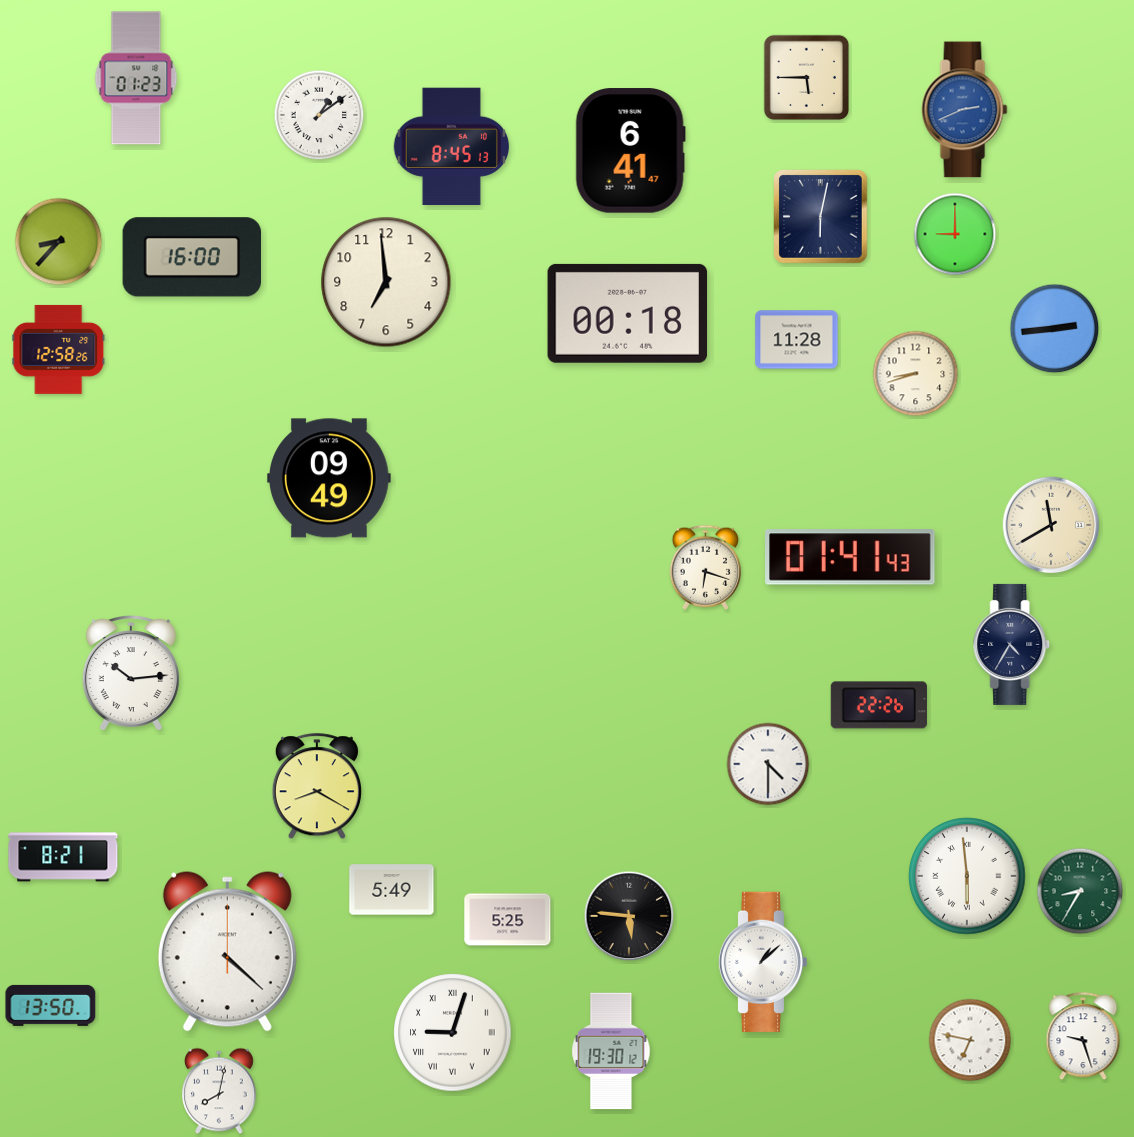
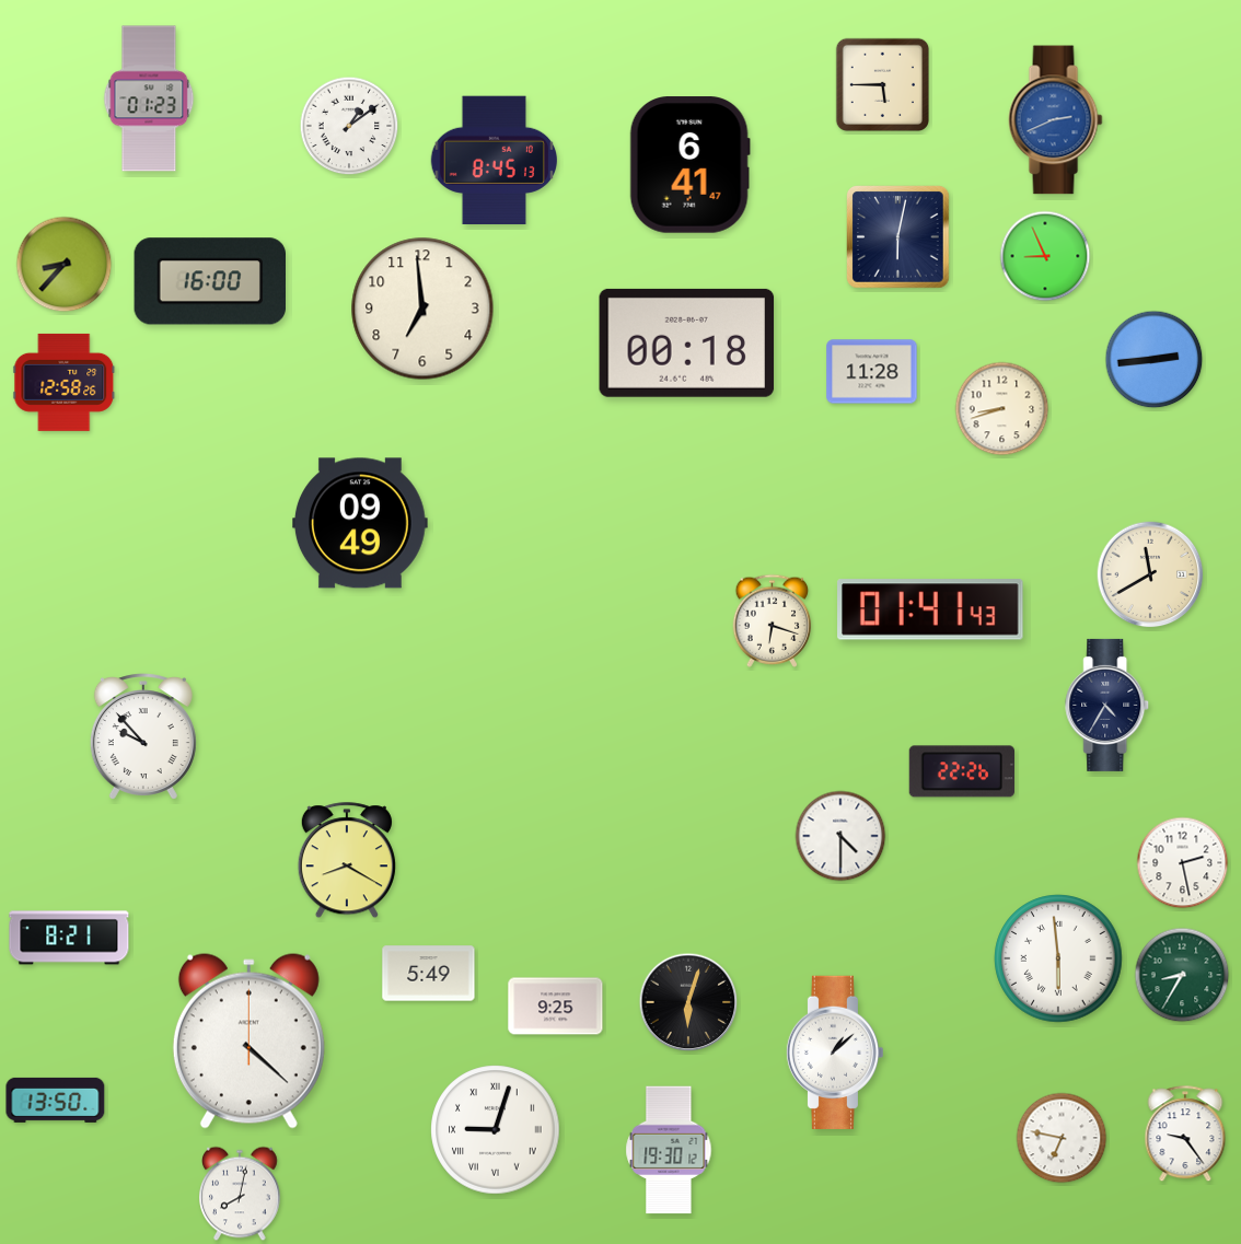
clock at (136, 78) position: (136, 78) -> (149, 98)
clock at (955, 234): 9:00 -> 8:56
clock at (131, 673): 10:14 -> 9:53
clock at (1183, 863): none -> 2:28
clock at (629, 916): 5:46 -> 6:03
clock at (508, 920): 5:25 -> 9:25
clock at (1083, 1037): 9:27 -> 9:24
